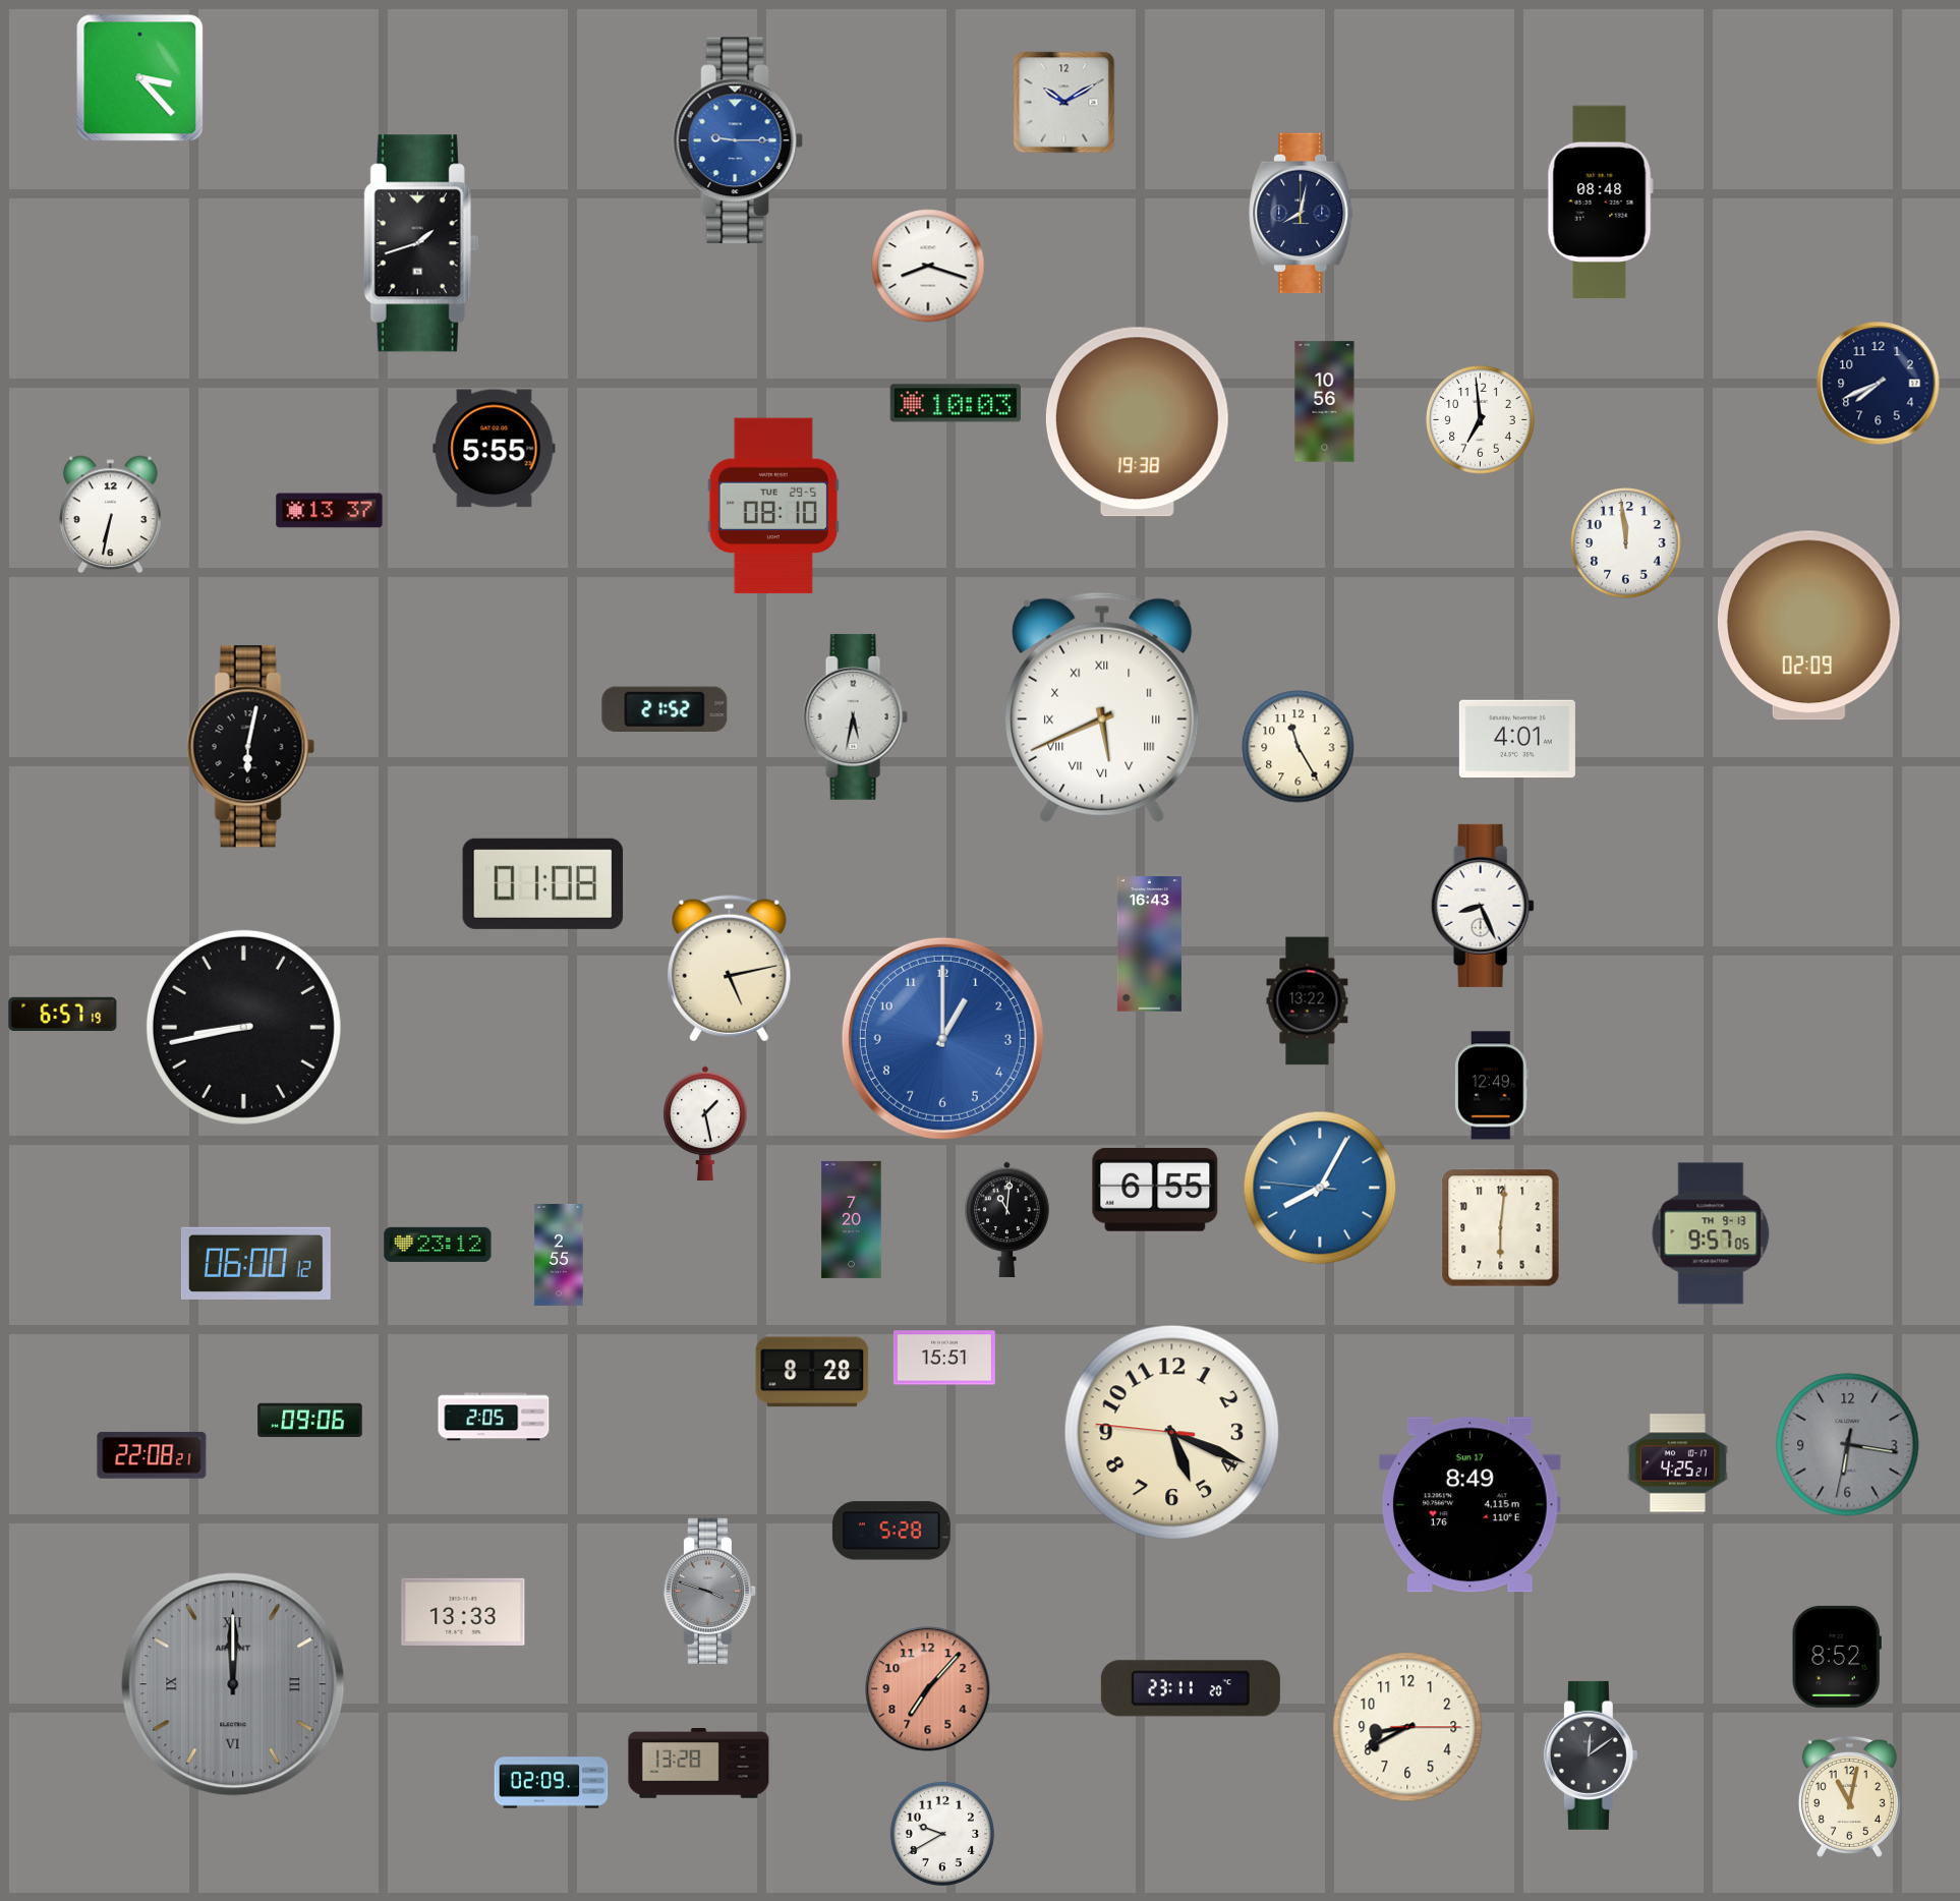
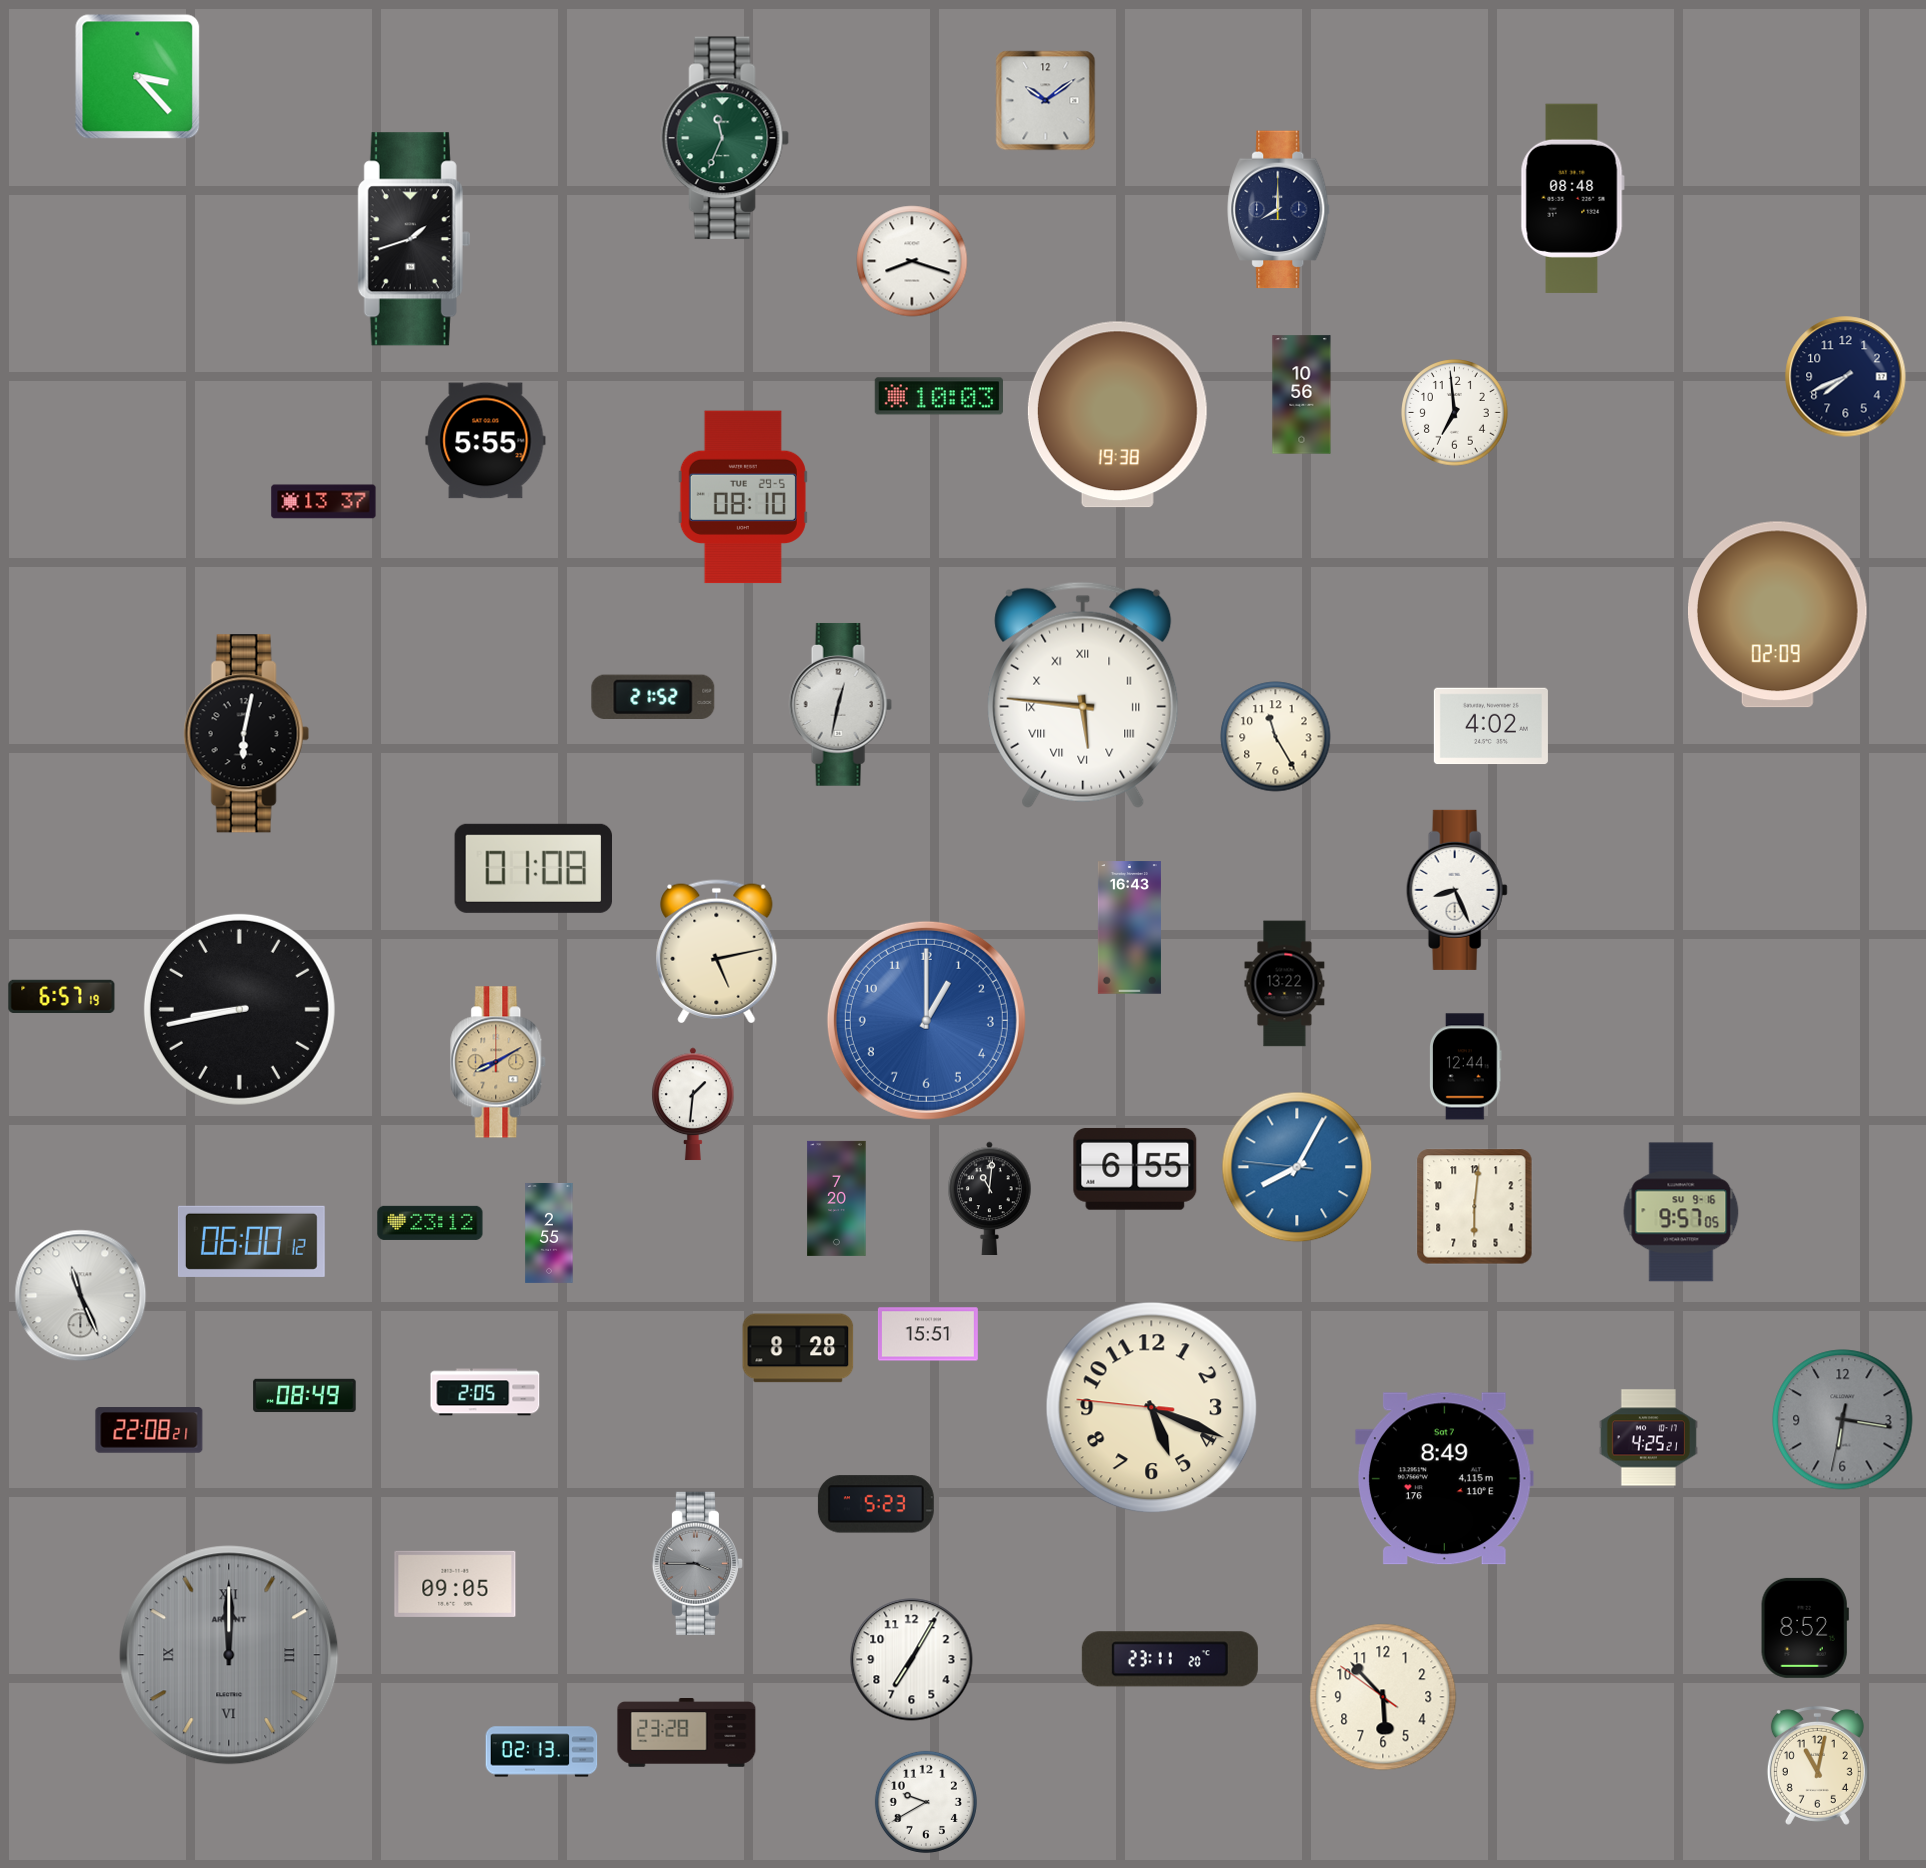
clock at (1064, 103): 10:10 -> 10:09
clock at (738, 140): 9:15 -> 11:34
clock at (738, 140) dial: blue -> green
clock at (1302, 214): 8:02 -> 8:00
clock at (773, 506) position: (773, 506) -> (743, 497)
clock at (111, 515): 6:32 -> none
clock at (1626, 543): 11:59 -> none
clock at (1102, 707): 5:41 -> 5:46
clock at (855, 717): 5:32 -> 12:32
clock at (1517, 739): 4:01 -> 4:02
clock at (1299, 747) position: (1299, 747) -> (1276, 737)
clock at (499, 1062): none -> 8:10
clock at (1492, 1086): 12:49 -> 12:44
clock at (705, 1124): 1:28 -> 1:31
clock at (1711, 1233) date: TH 9-13 -> SU 9-16
clock at (81, 1296): none -> 11:26
clock at (310, 1421): 09:06 -> 08:49
clock at (1848, 1445) position: (1848, 1445) -> (1843, 1420)
clock at (1469, 1505) date: Sun 17 -> Sat 7
clock at (891, 1531): 5:28 -> 5:23
clock at (709, 1591): 3:48 -> 3:45
clock at (463, 1612): 13:33 -> 09:05
clock at (928, 1689): 7:07 -> 7:05
clock at (928, 1689) dial: salmon -> white
clock at (1407, 1727): 8:40 -> 5:52
clock at (1591, 1755): 12:09 -> none
clock at (699, 1764): 13:28 -> 23:28
clock at (552, 1783): 02:09 -> 02:13
